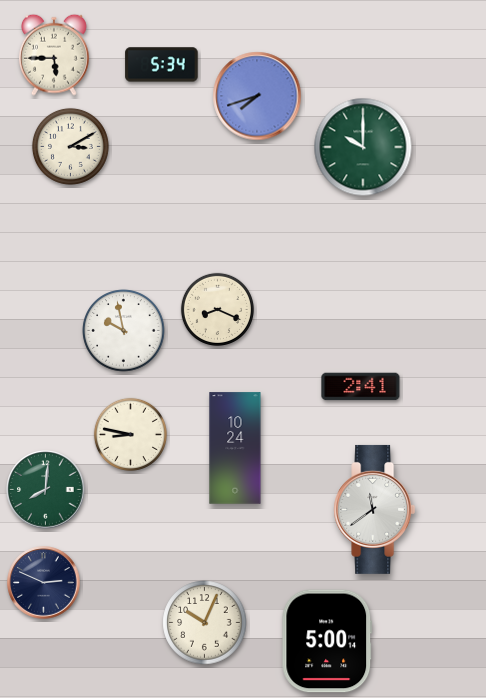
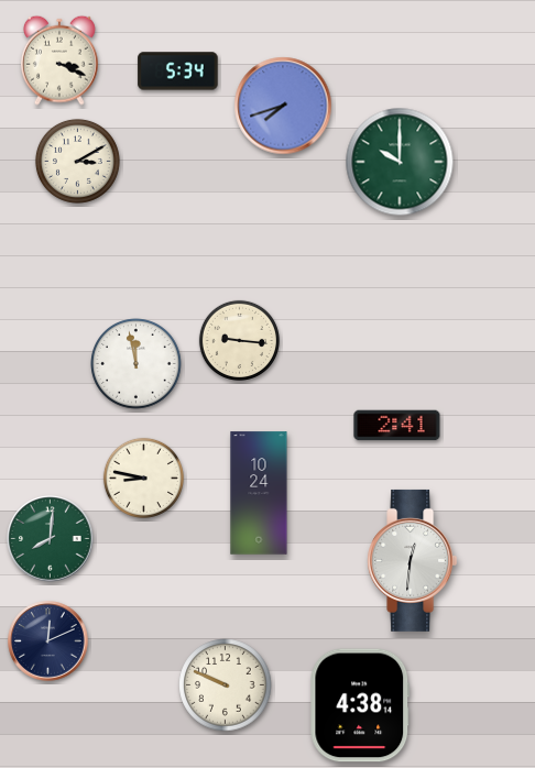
clock at (54, 55): 5:45 -> 3:19
clock at (217, 309): 8:19 -> 9:16
clock at (124, 331): 9:58 -> 11:58
clock at (375, 509): 11:39 -> 12:31
clock at (44, 583): 2:49 -> 12:11
clock at (205, 623): 10:04 -> 9:49
clock at (327, 641): 5:00 -> 4:38
